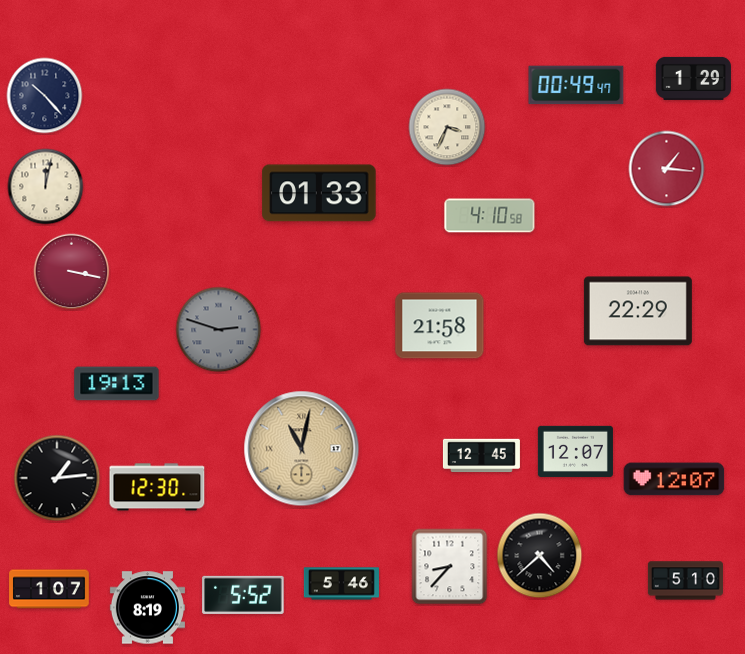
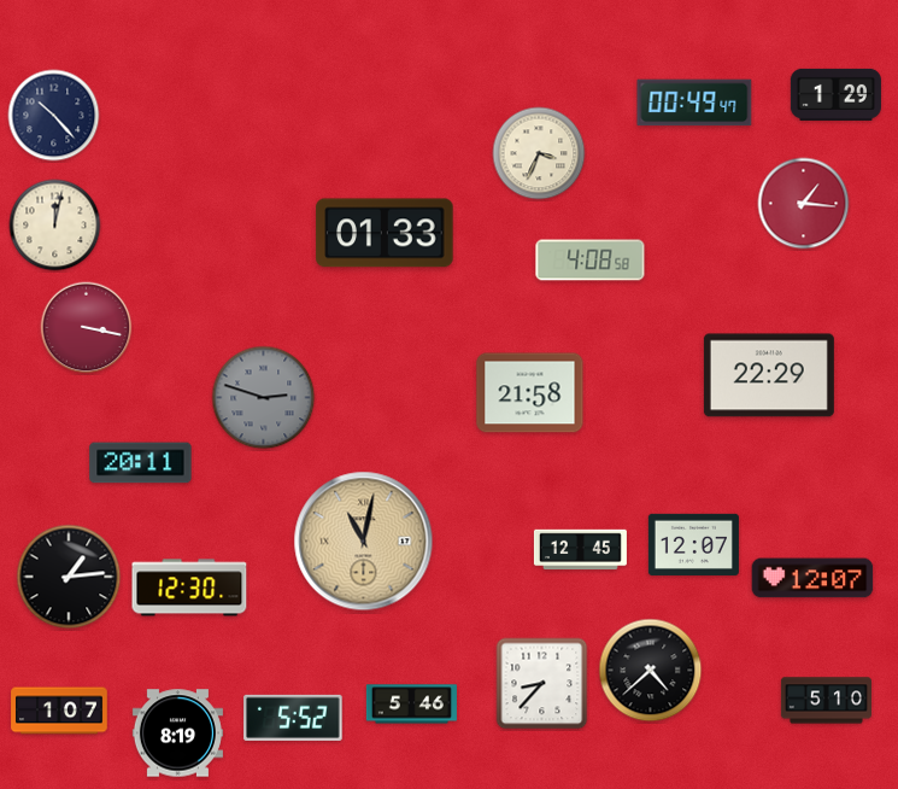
clock at (490, 216): 4:10 -> 4:08
clock at (117, 384): 19:13 -> 20:11
